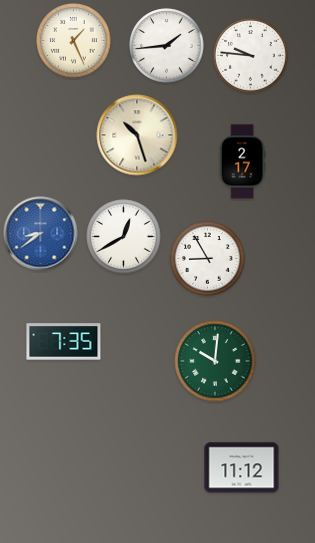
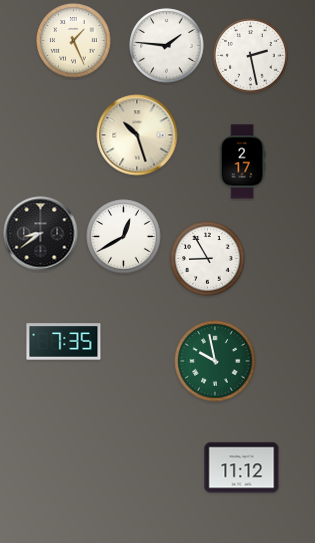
clock at (167, 46): 1:44 -> 1:46
clock at (251, 56): 9:46 -> 2:28
clock at (41, 234) dial: blue -> black
clock at (215, 361): 10:01 -> 9:58
